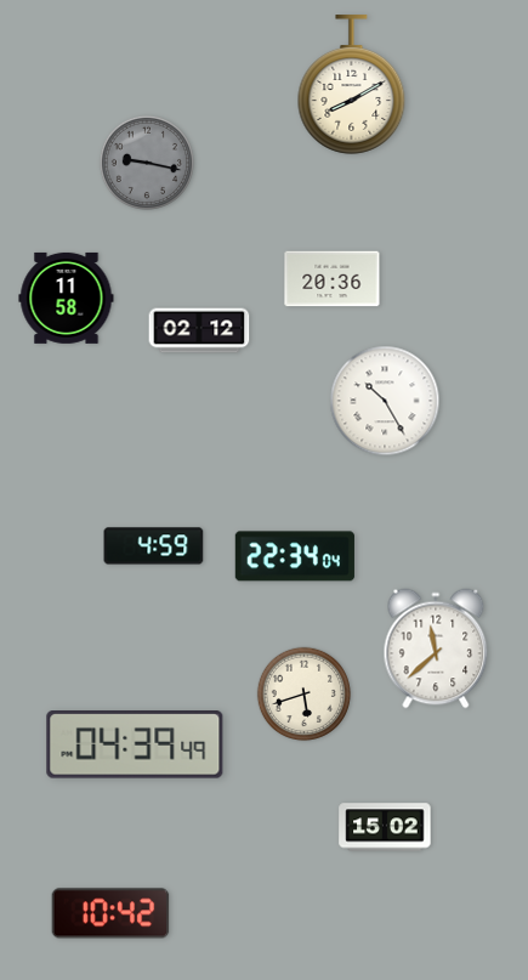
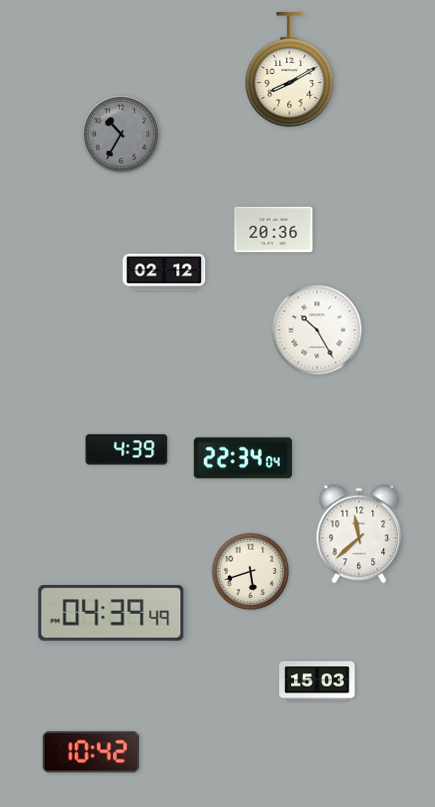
clock at (147, 163): 9:17 -> 10:35
clock at (67, 298): 11:58 -> none
clock at (154, 546): 4:59 -> 4:39
clock at (385, 827): 15:02 -> 15:03
